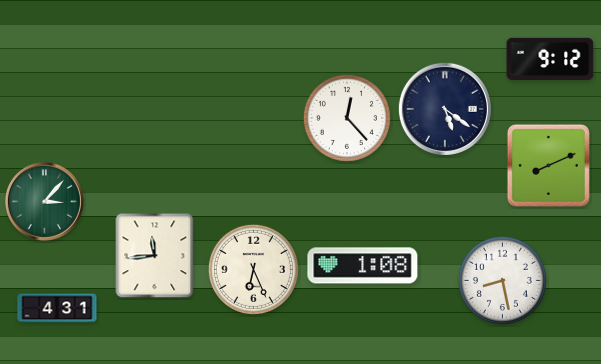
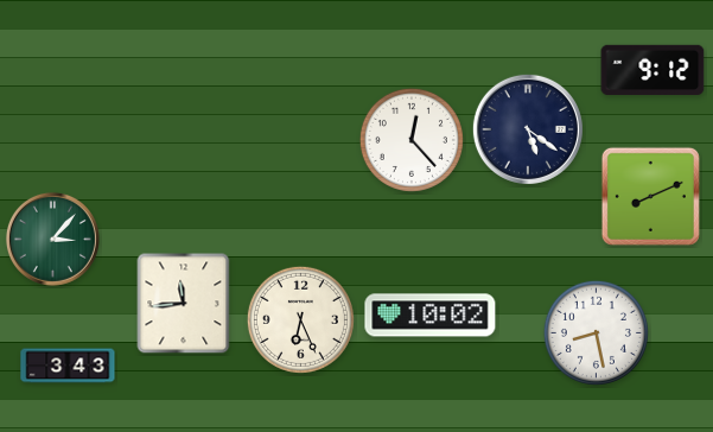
clock at (363, 266): 1:08 -> 10:02
clock at (57, 308): 4:31 -> 3:43
